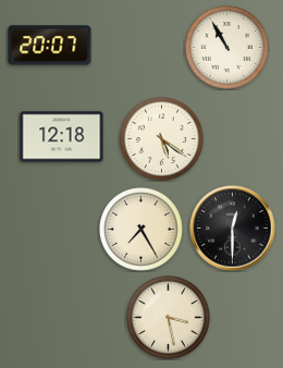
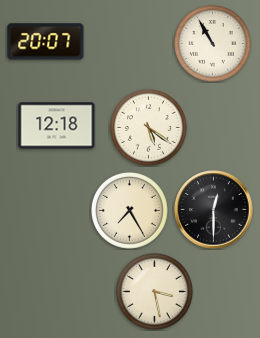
clock at (227, 48) position: (227, 48) -> (213, 44)
